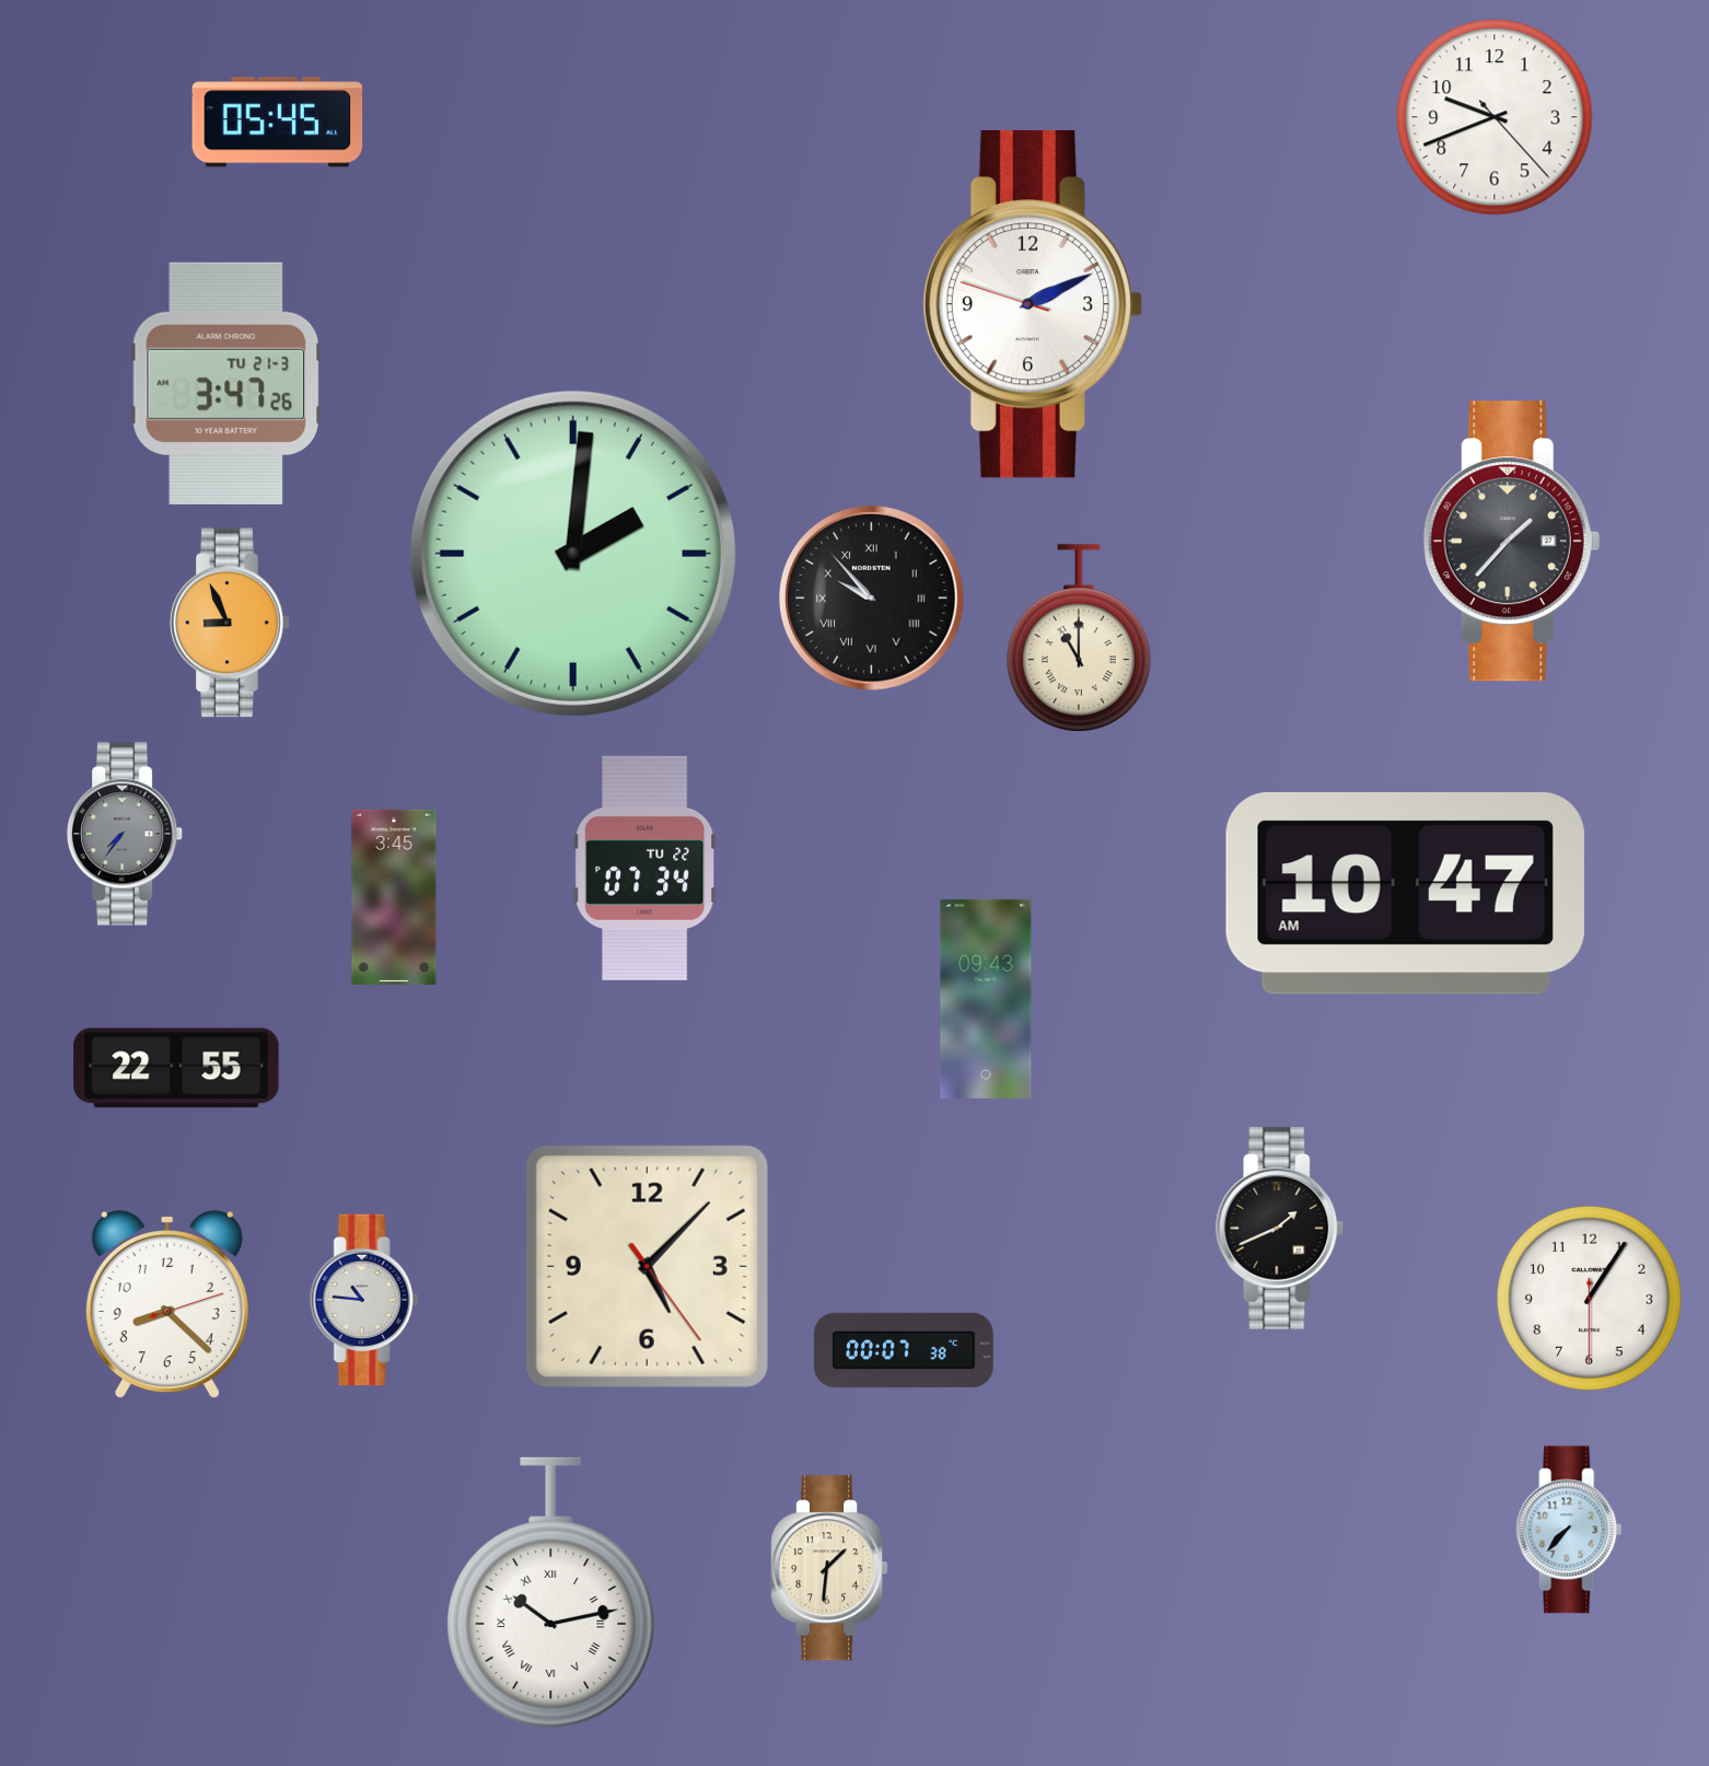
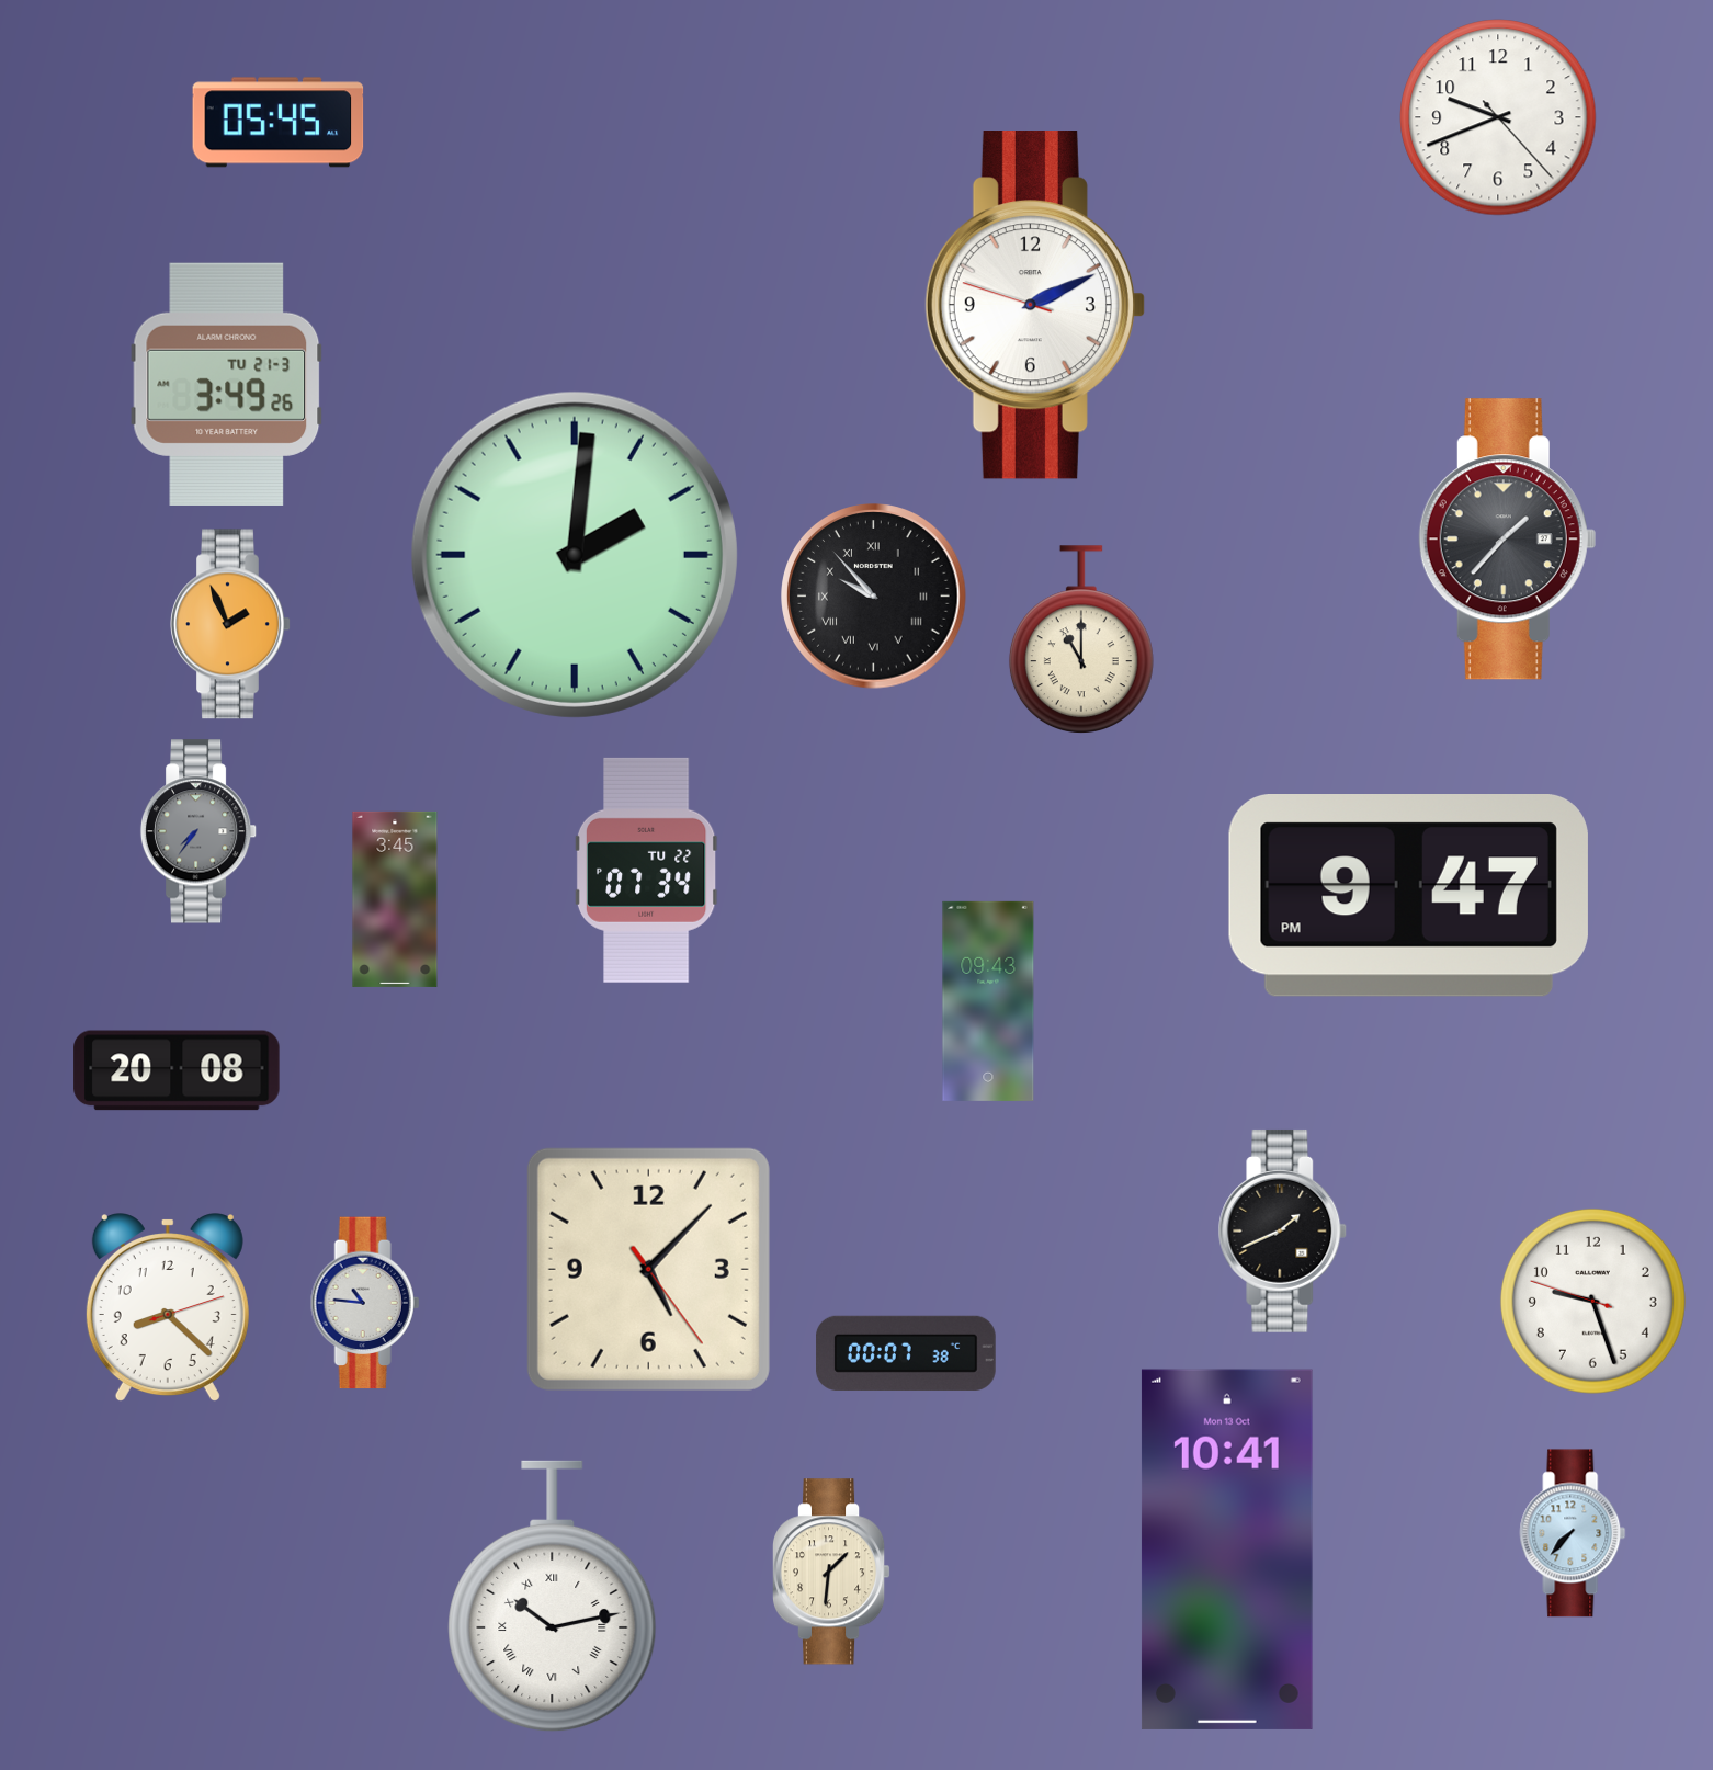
clock at (226, 383): 3:47 -> 3:49
clock at (1511, 542) position: (1511, 542) -> (1507, 540)
clock at (872, 599) position: (872, 599) -> (874, 597)
clock at (231, 623): 8:56 -> 1:56
clock at (125, 834) position: (125, 834) -> (198, 831)
clock at (1405, 894): 10:47 -> 9:47
clock at (176, 1068): 22:55 -> 20:08
clock at (1589, 1298): 1:05 -> 9:26
clock at (1227, 1550): none -> 10:41
